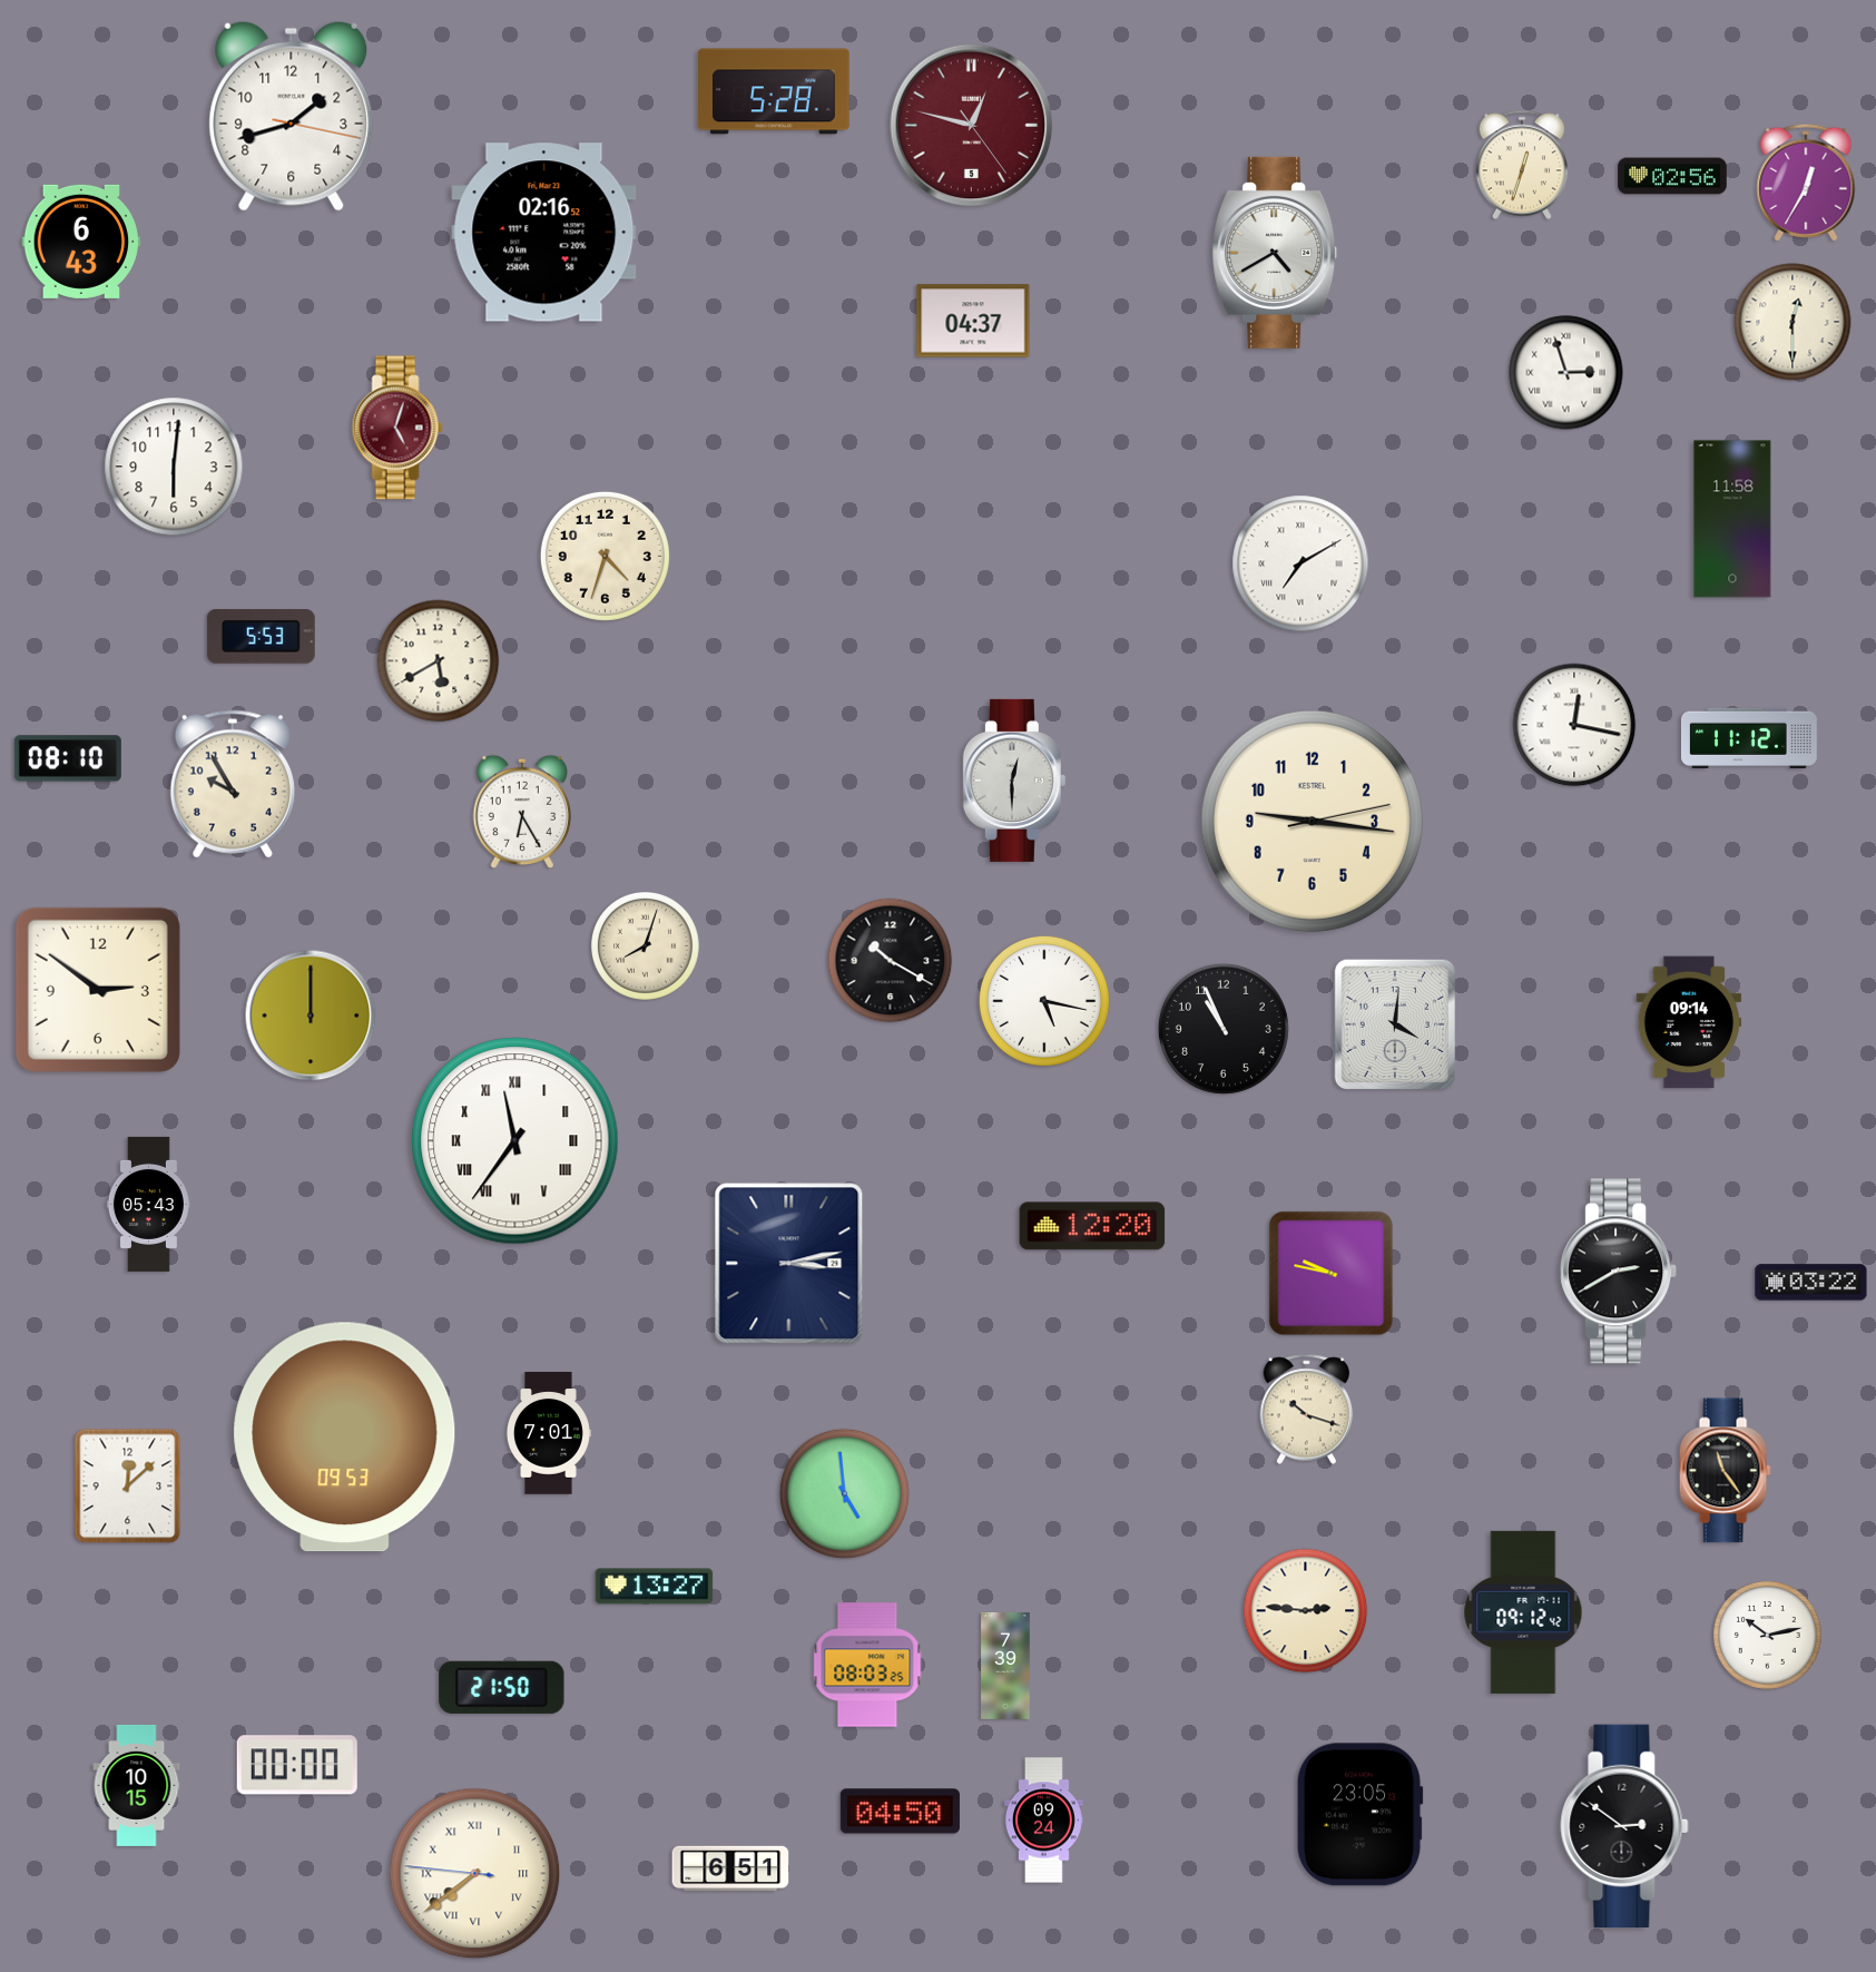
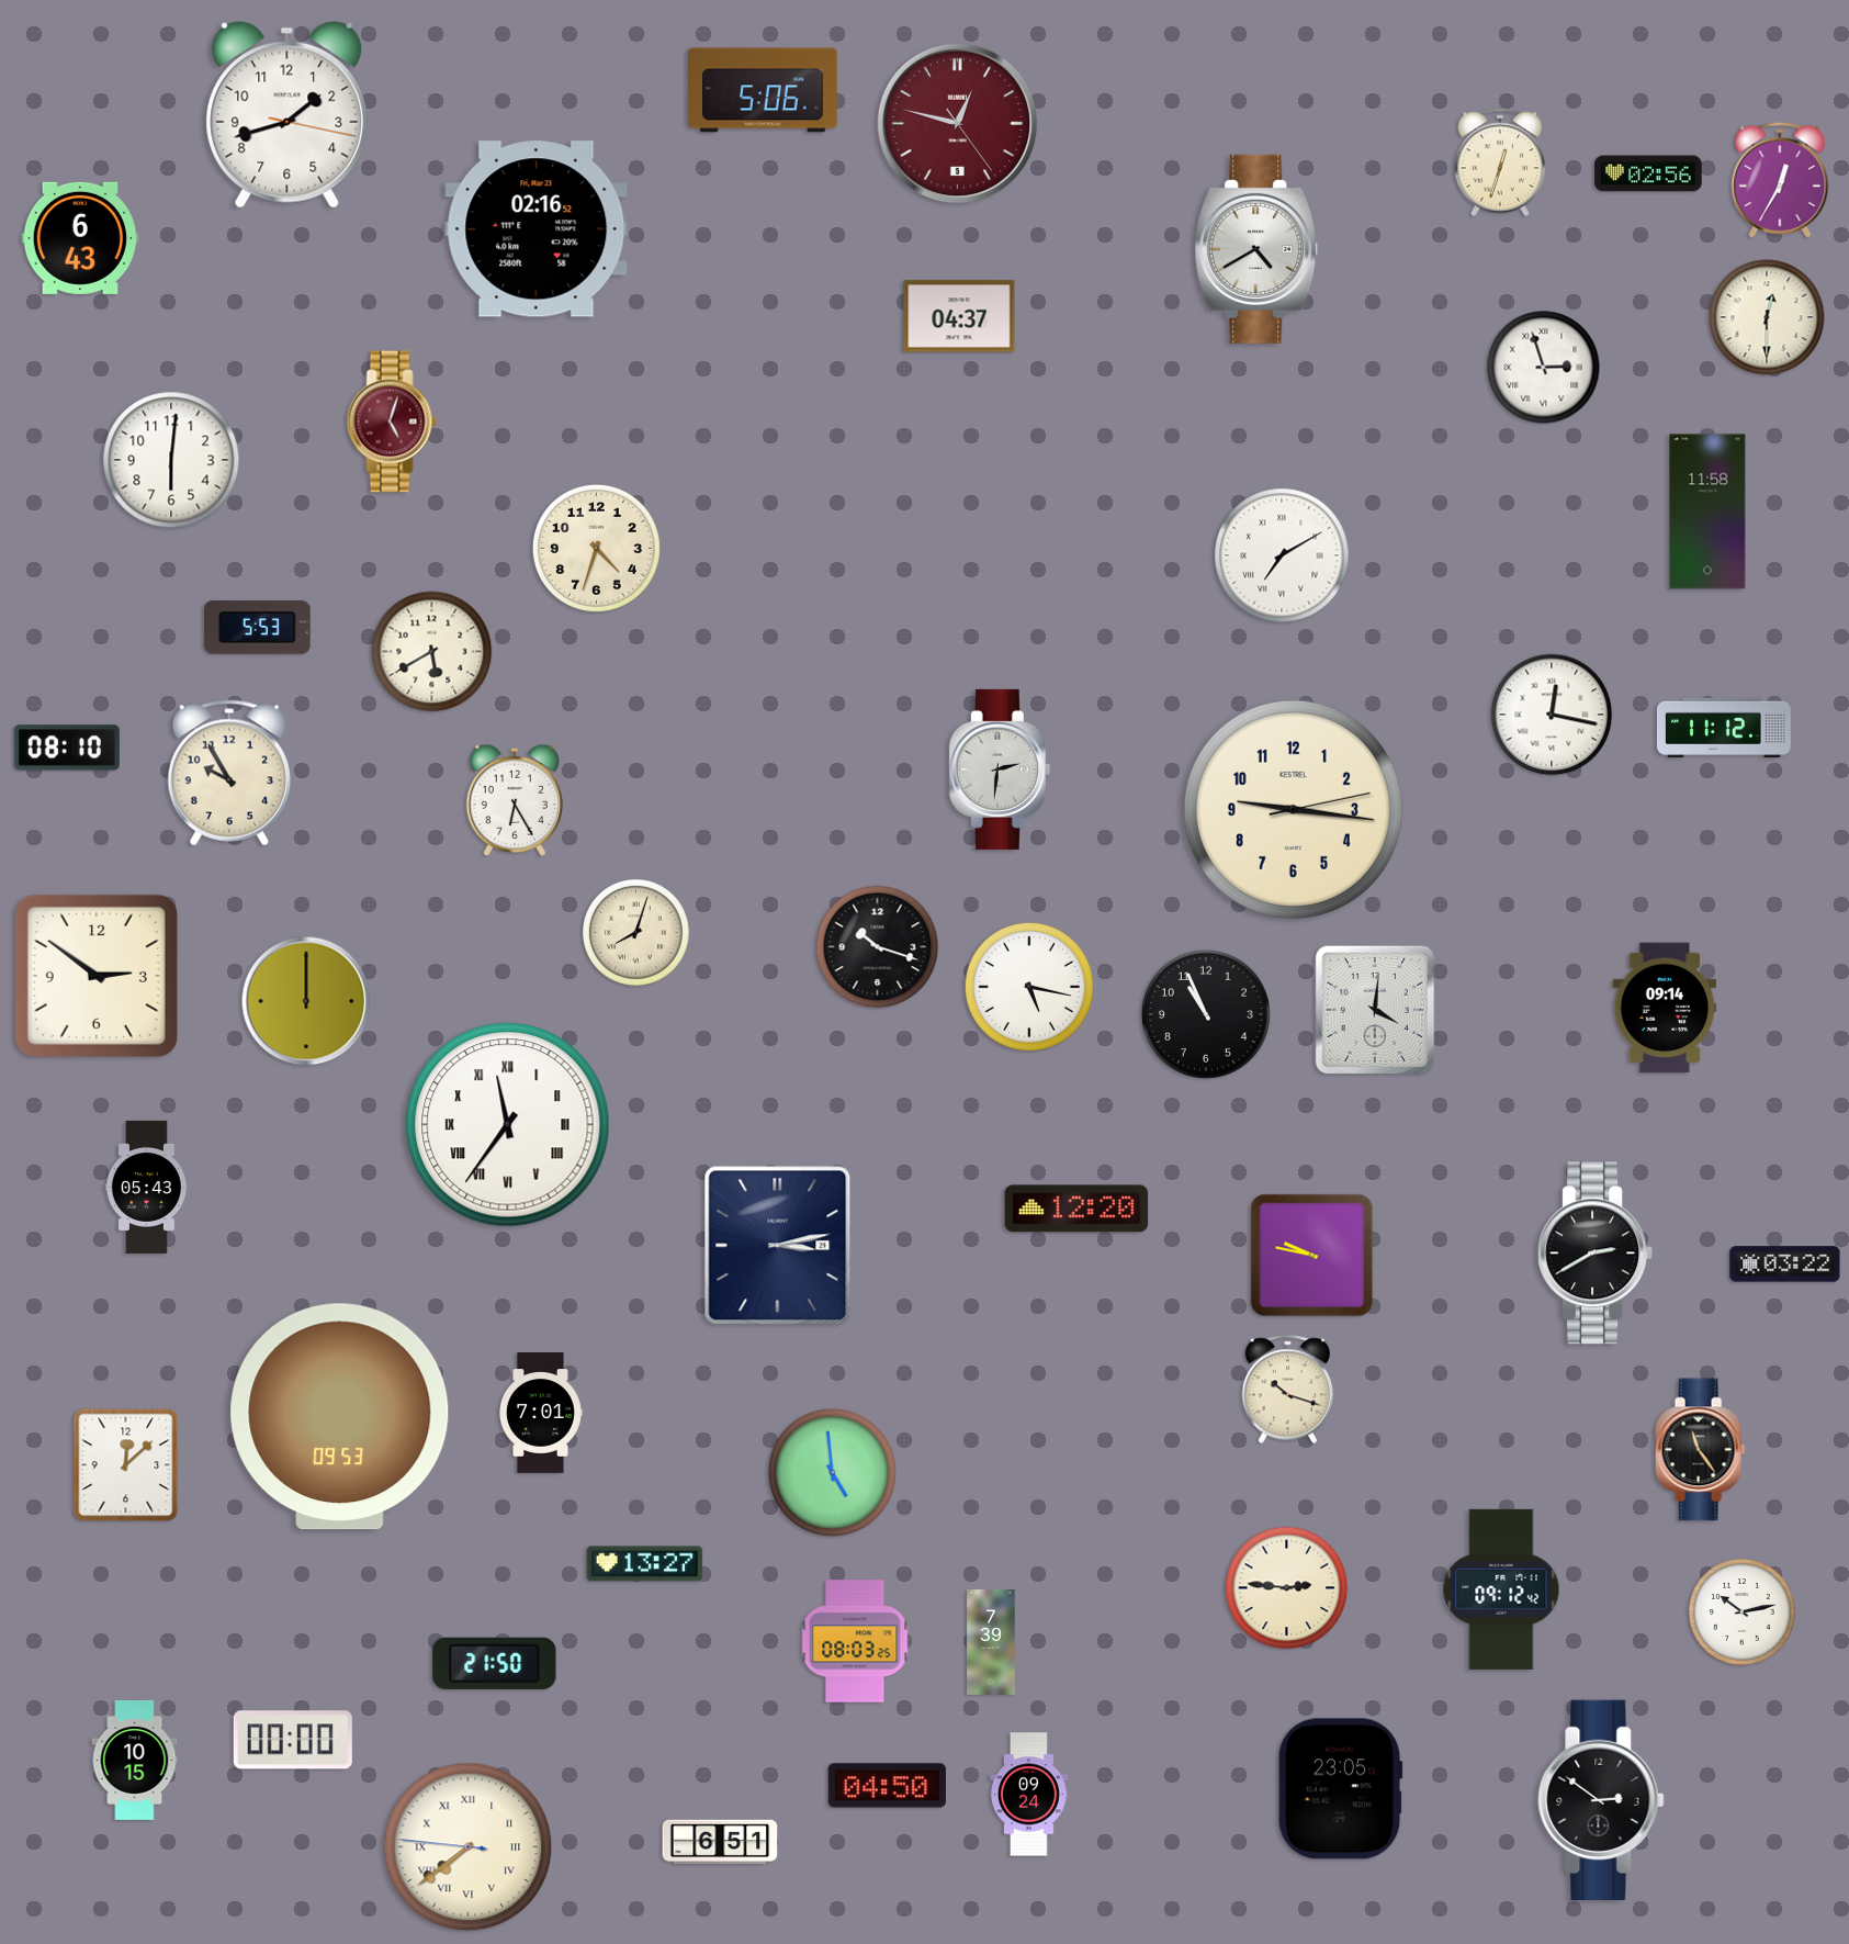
clock at (774, 91): 5:28 -> 5:06
clock at (1014, 781): 12:30 -> 2:31
clock at (891, 961): 10:20 -> 10:18
